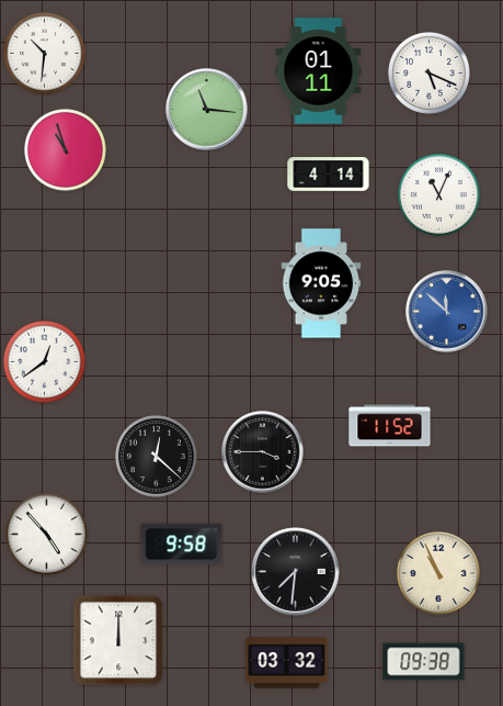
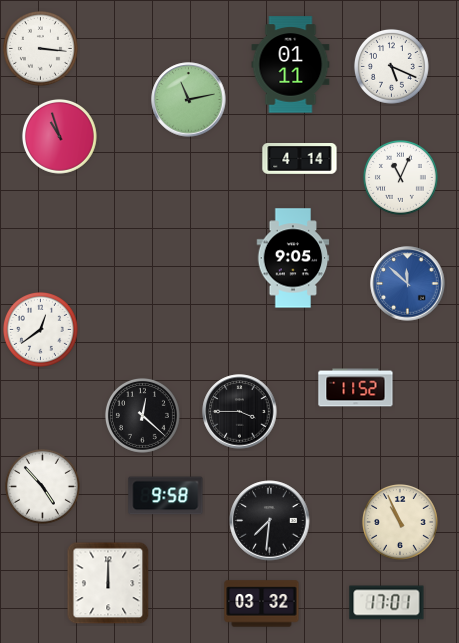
clock at (44, 53): 10:31 -> 3:16
clock at (207, 110): 11:16 -> 11:13
clock at (424, 662): 09:38 -> 17:01
